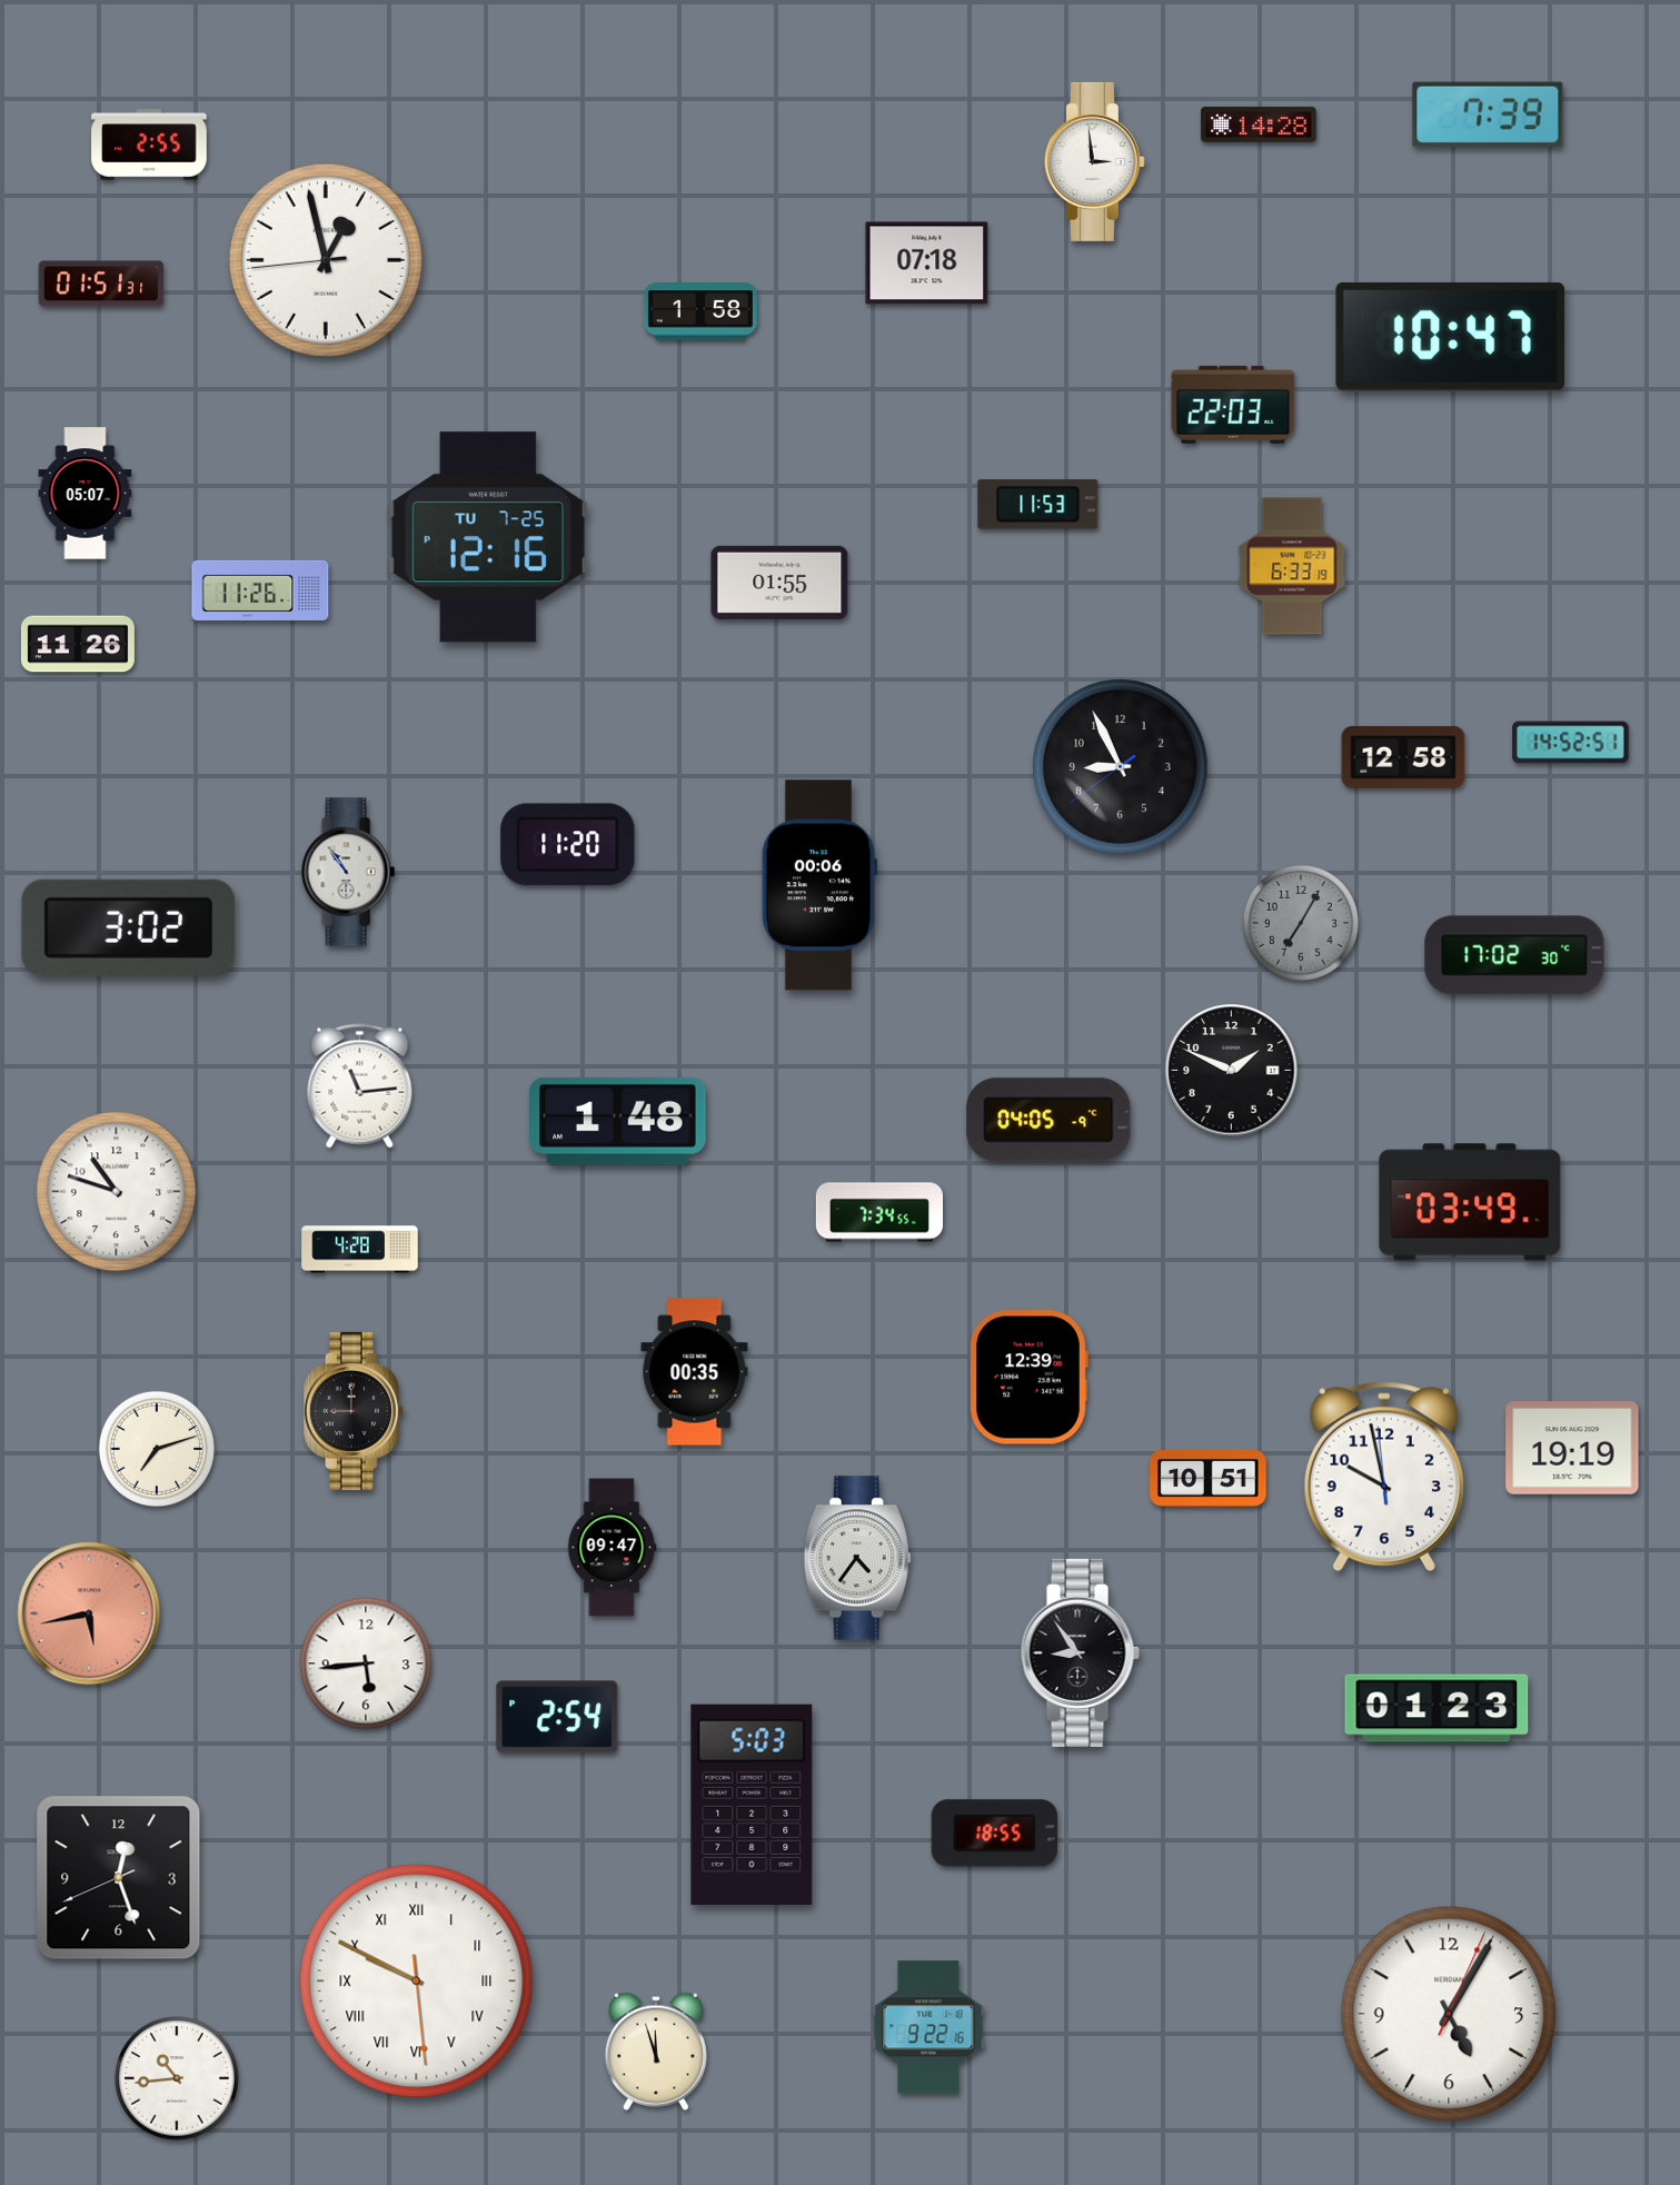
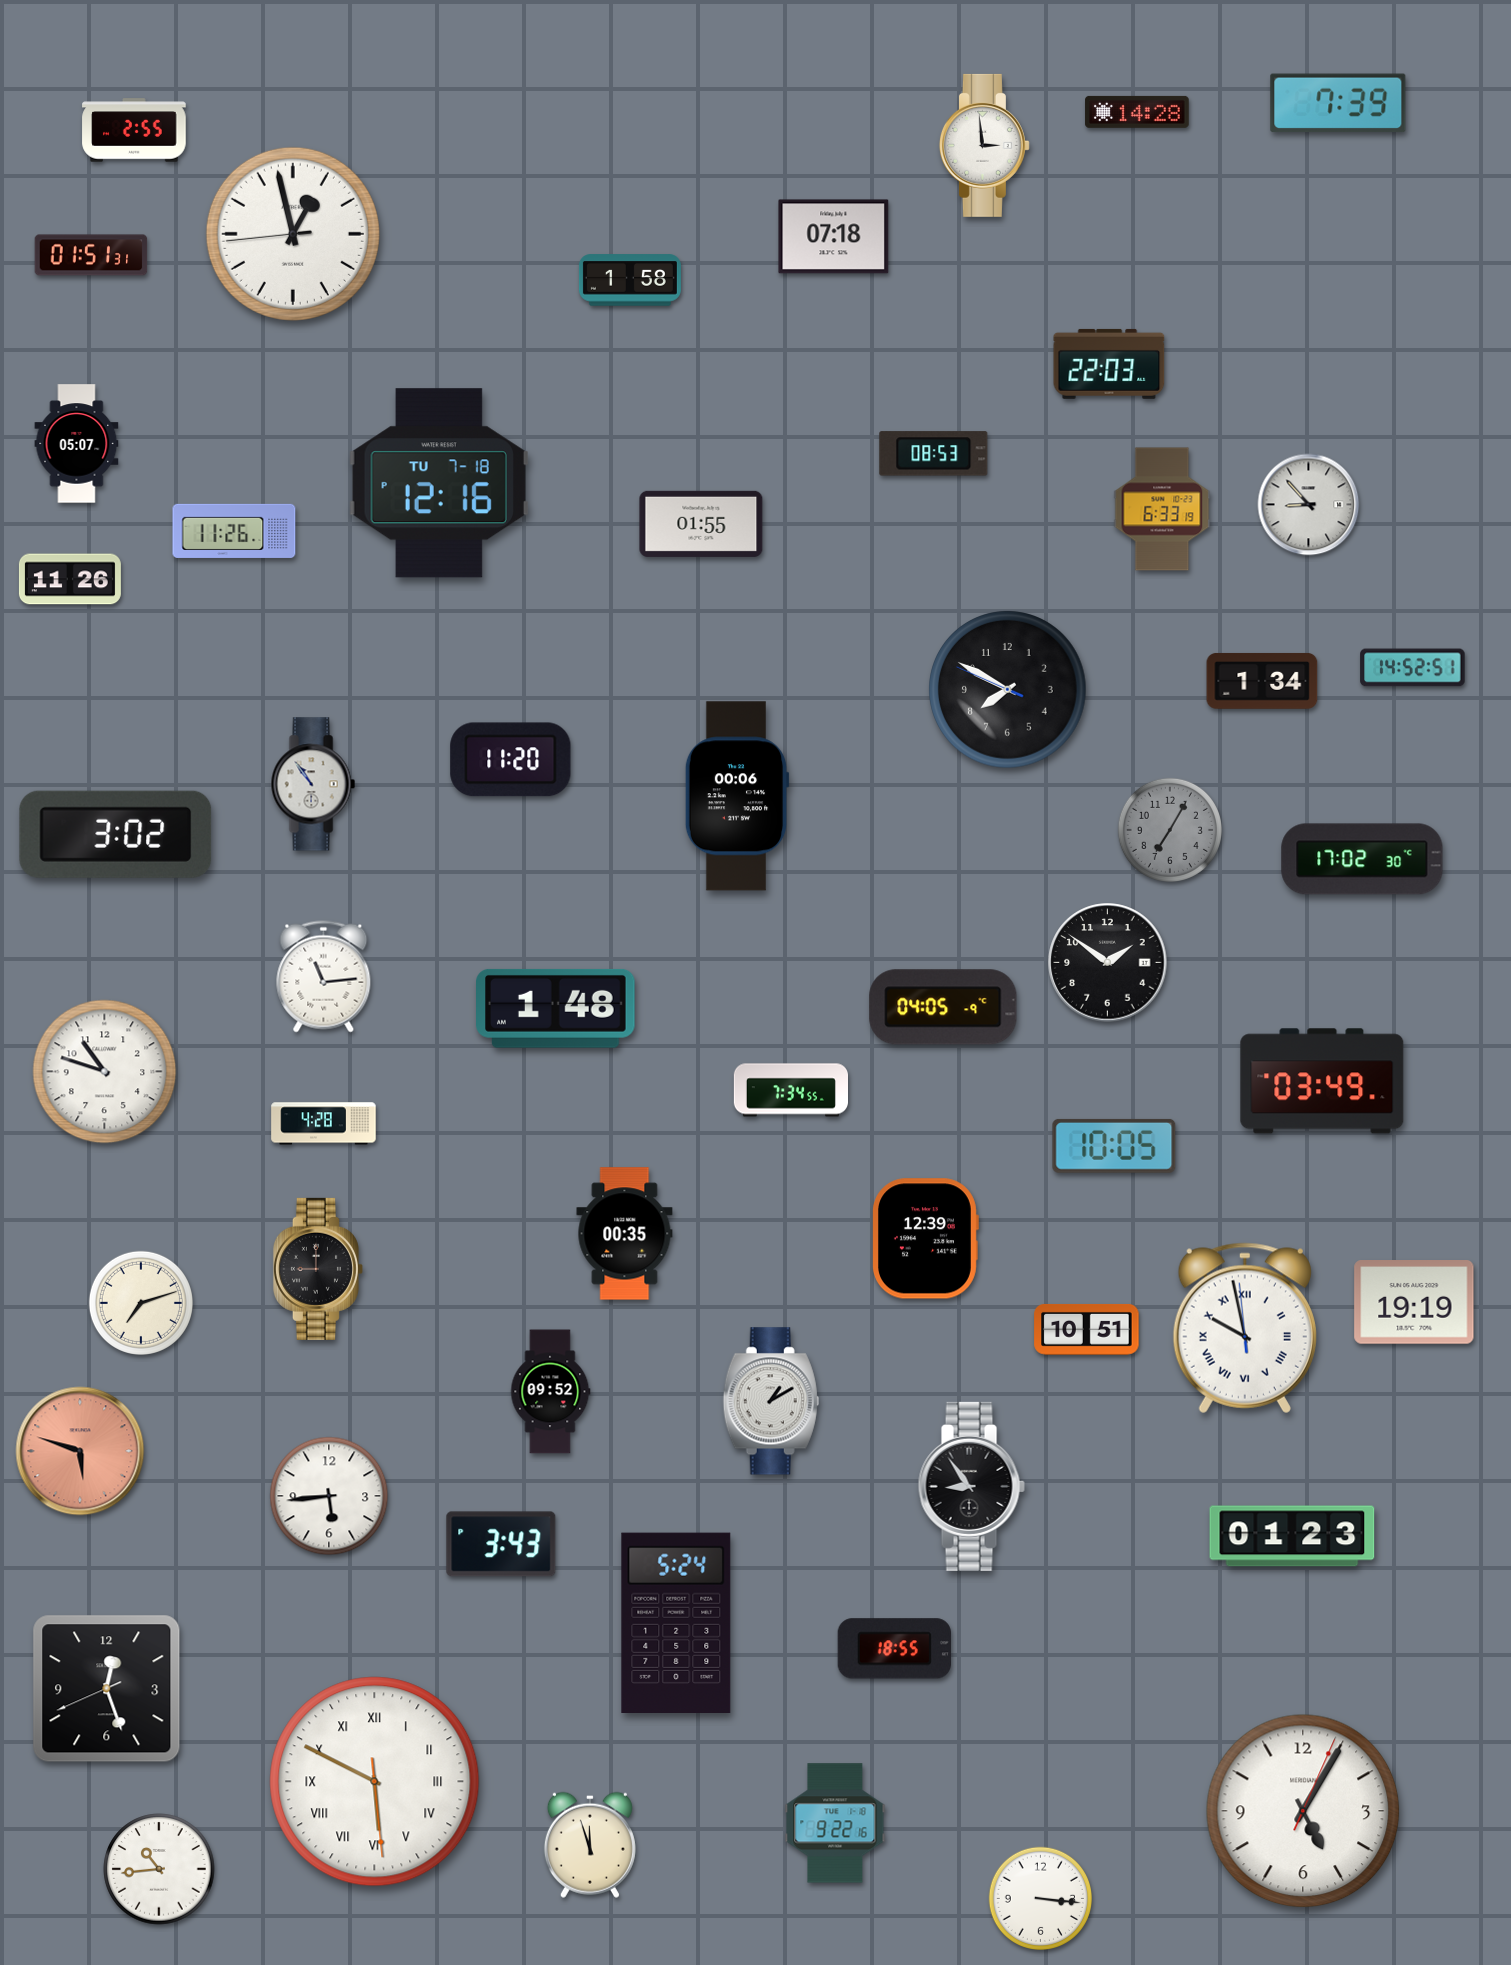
clock at (1259, 125) position: (1259, 125) -> (1137, 112)
clock at (1451, 337): 10:47 -> none
clock at (1038, 505): 11:53 -> 08:53
clock at (488, 537) date: TU 7-25 -> TU 7-18
clock at (1309, 505): none -> 8:53
clock at (1403, 757): 12:58 -> 1:34
clock at (1121, 767): 8:55 -> 7:49
clock at (1232, 1071): 1:49 -> 1:51
clock at (1114, 1146): none -> 10:05
clock at (1384, 1477) numerals: Arabic -> Roman
clock at (613, 1548): 09:47 -> 09:52
clock at (857, 1558): 4:36 -> 1:10
clock at (89, 1613): 5:43 -> 5:48
clock at (557, 1717): 2:54 -> 3:43
clock at (752, 1804): 5:03 -> 5:24
clock at (417, 1982): 9:49 -> 5:49
clock at (1040, 1898): none -> 3:16
